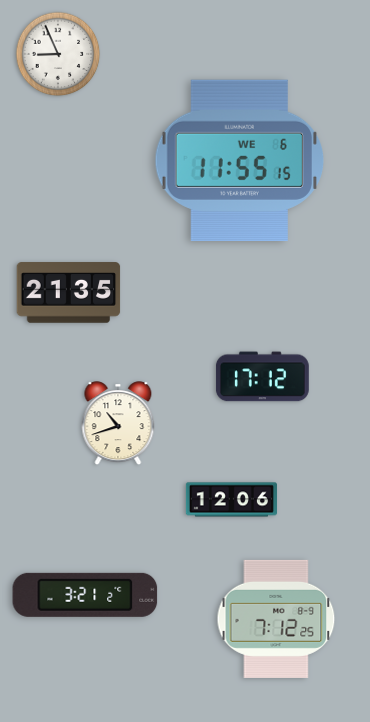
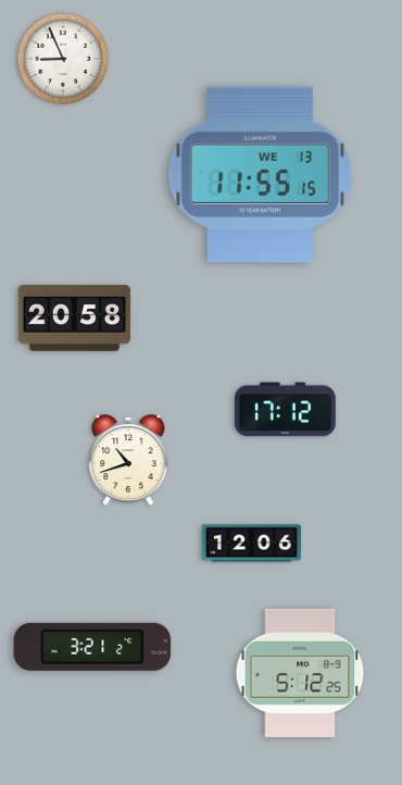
clock at (239, 160) date: WE 6 -> WE 13
clock at (69, 293): 21:35 -> 20:58
clock at (276, 619): 7:12 -> 5:12
